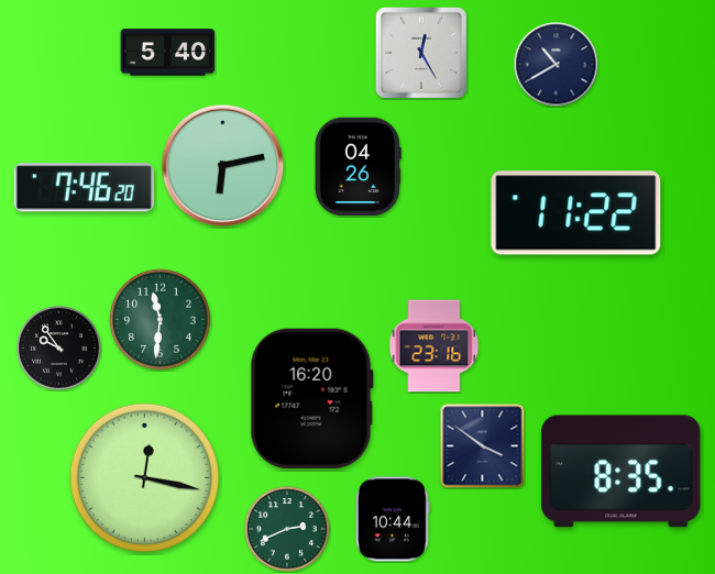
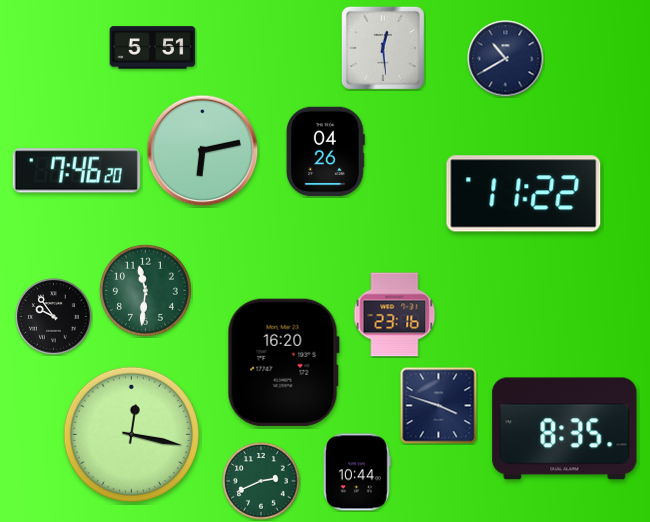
clock at (168, 53): 5:40 -> 5:51
clock at (421, 53): 12:25 -> 12:29
clock at (483, 446): 3:51 -> 3:48
